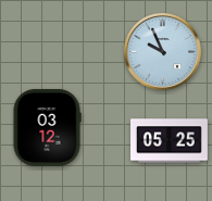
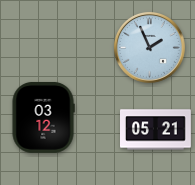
clock at (162, 51): 9:56 -> 1:56
clock at (170, 141): 05:25 -> 05:21
